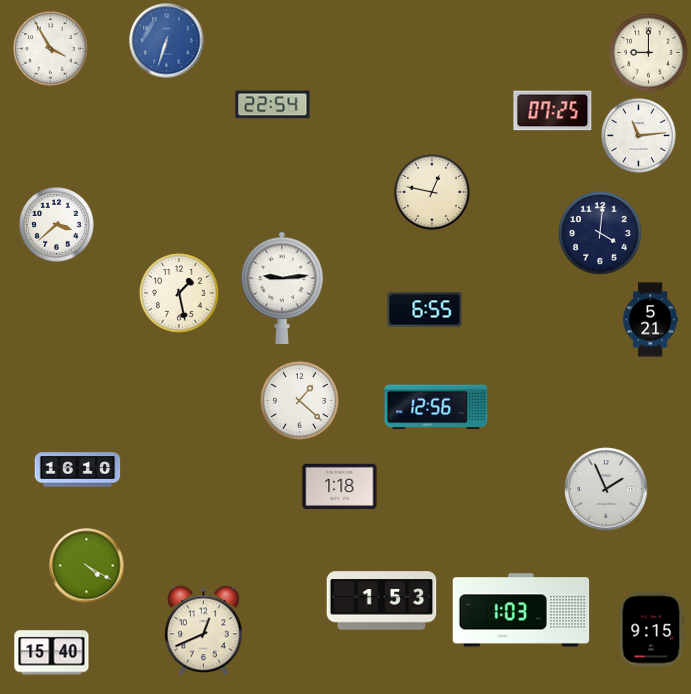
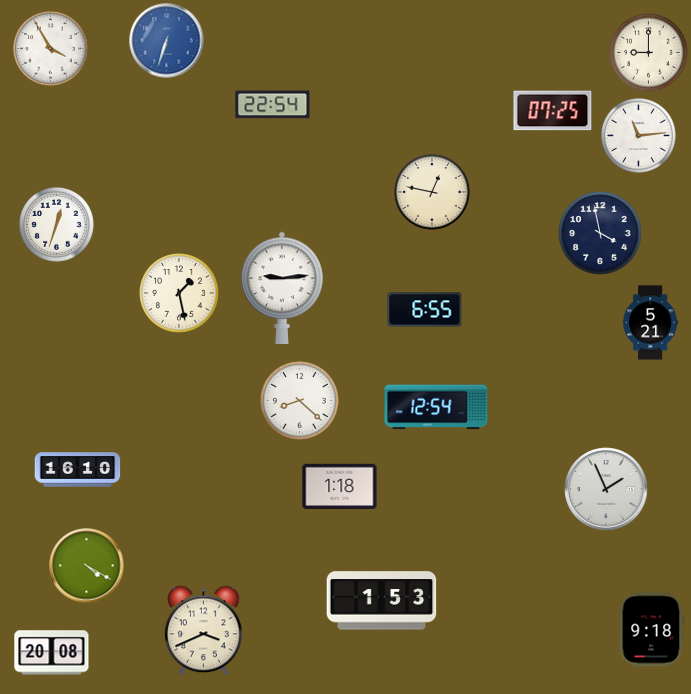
clock at (57, 225): 3:38 -> 12:33
clock at (600, 233): 4:01 -> 3:58
clock at (651, 320) position: (651, 320) -> (651, 323)
clock at (300, 401): 1:22 -> 8:22
clock at (436, 407): 12:56 -> 12:54
clock at (521, 610): 1:03 -> none
clock at (652, 630): 9:15 -> 9:18
clock at (204, 631): 12:41 -> 3:41
clock at (52, 653): 15:40 -> 20:08
